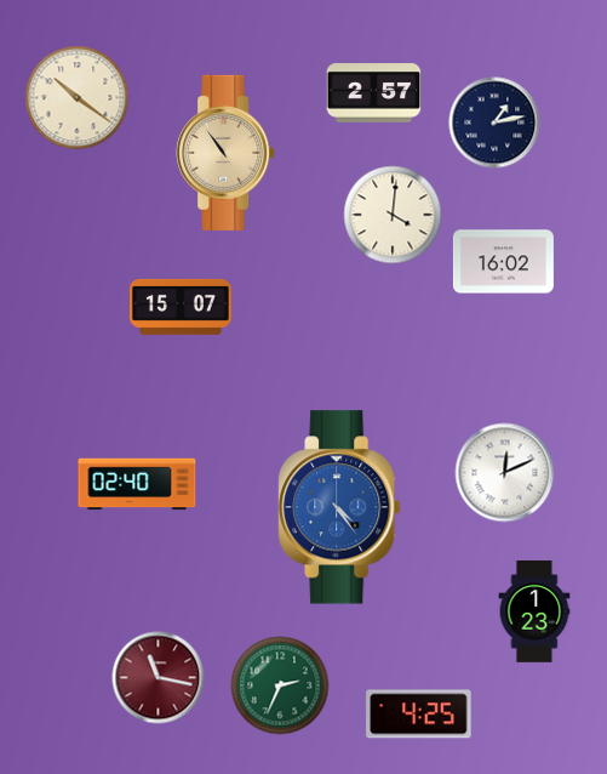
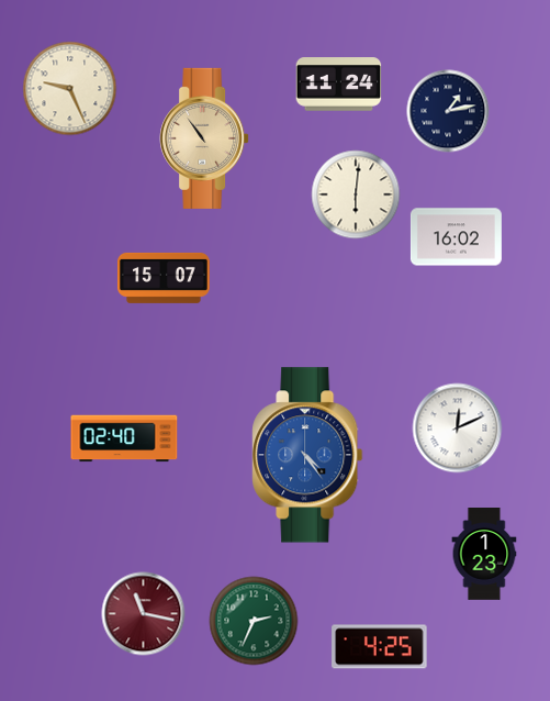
clock at (374, 93): 2:57 -> 11:24
clock at (78, 98): 10:21 -> 9:26
clock at (393, 215): 4:01 -> 6:01
clock at (339, 507) position: (339, 507) -> (307, 455)
